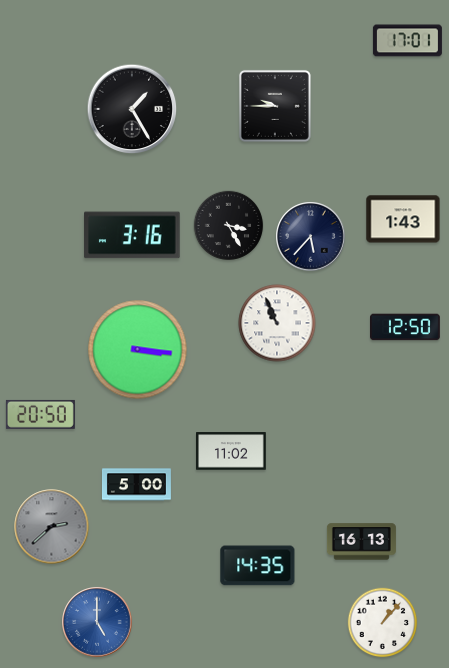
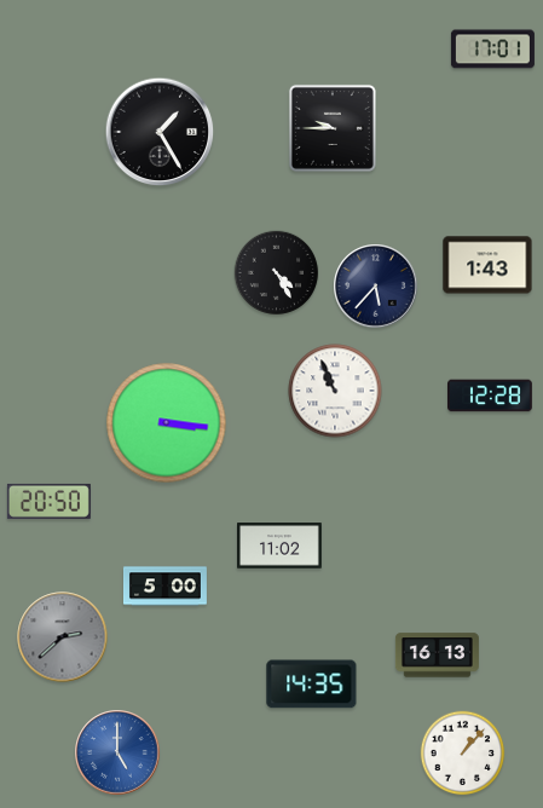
clock at (229, 226): 3:25 -> 4:25
clock at (132, 235): 3:16 -> none
clock at (406, 327): 12:50 -> 12:28
